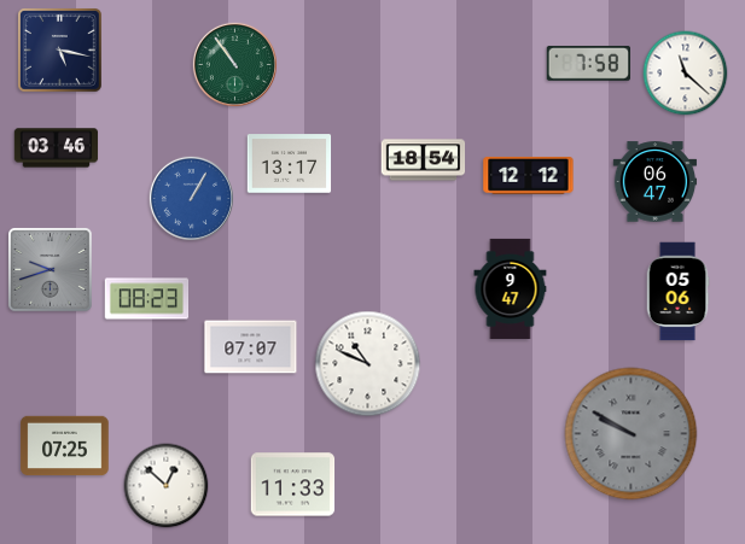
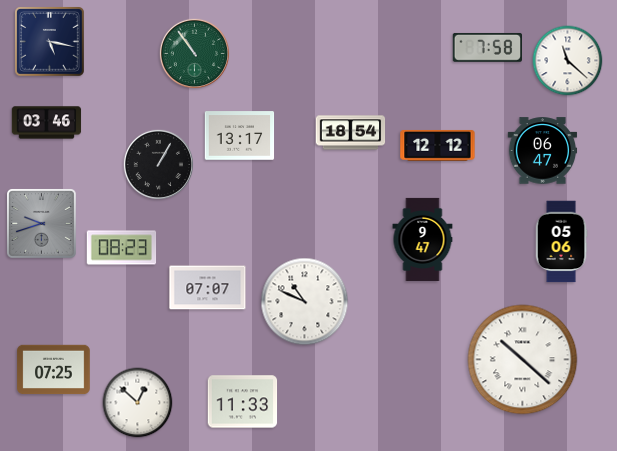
clock at (588, 63) position: (588, 63) -> (487, 47)
clock at (191, 198) dial: blue -> black
clock at (631, 434): 9:50 -> 10:22
clock at (631, 434) dial: grey -> white
